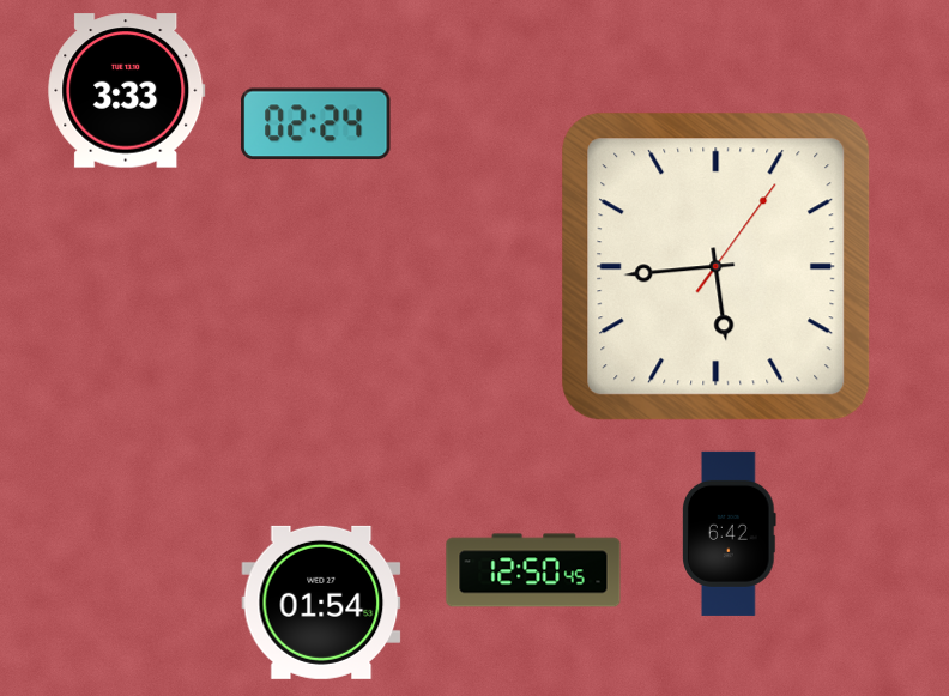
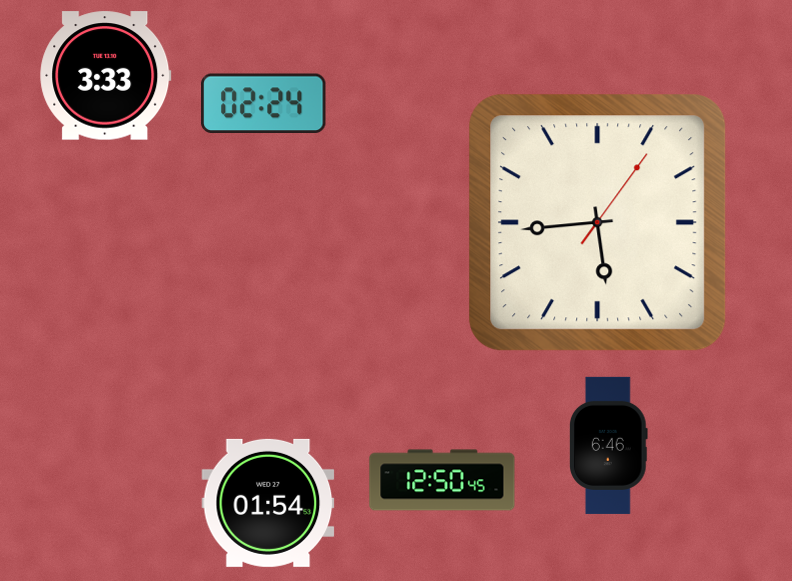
clock at (730, 533): 6:42 -> 6:46
clock at (533, 570) position: (533, 570) -> (442, 480)
